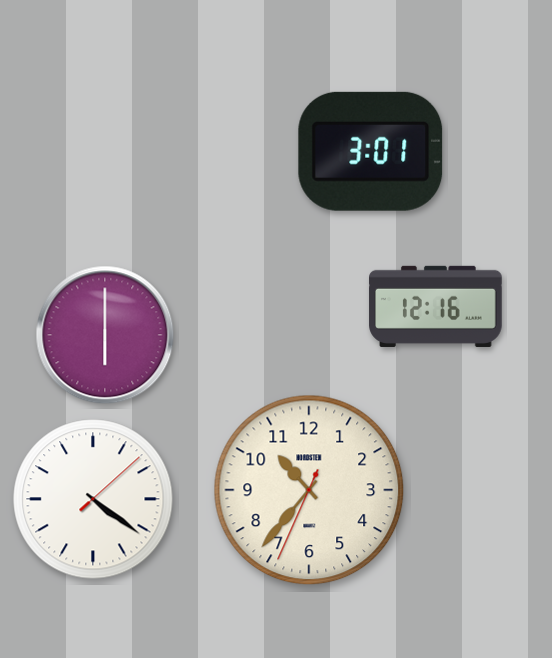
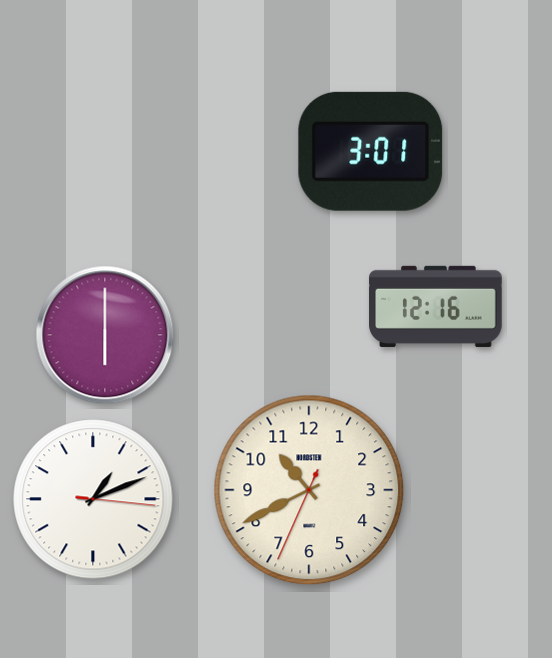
clock at (309, 490): 10:36 -> 10:40
clock at (93, 499): 4:21 -> 1:11
